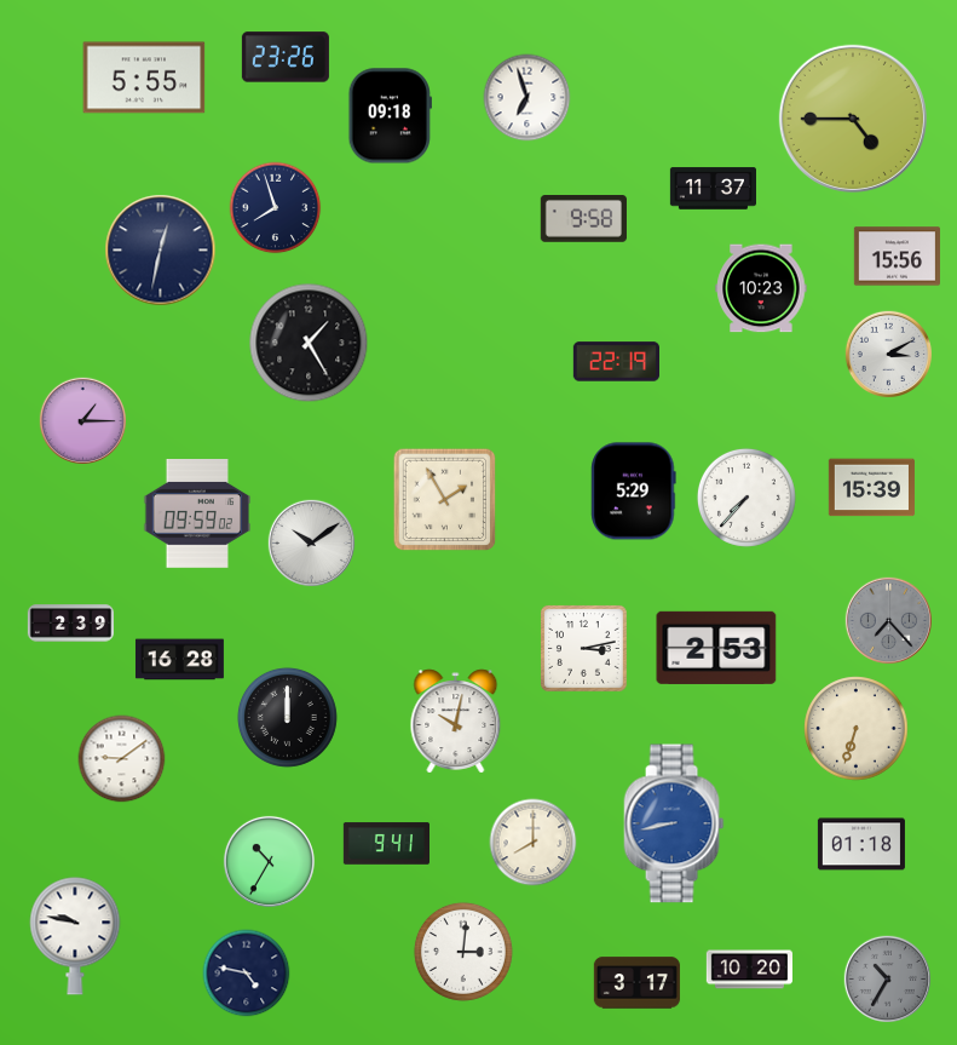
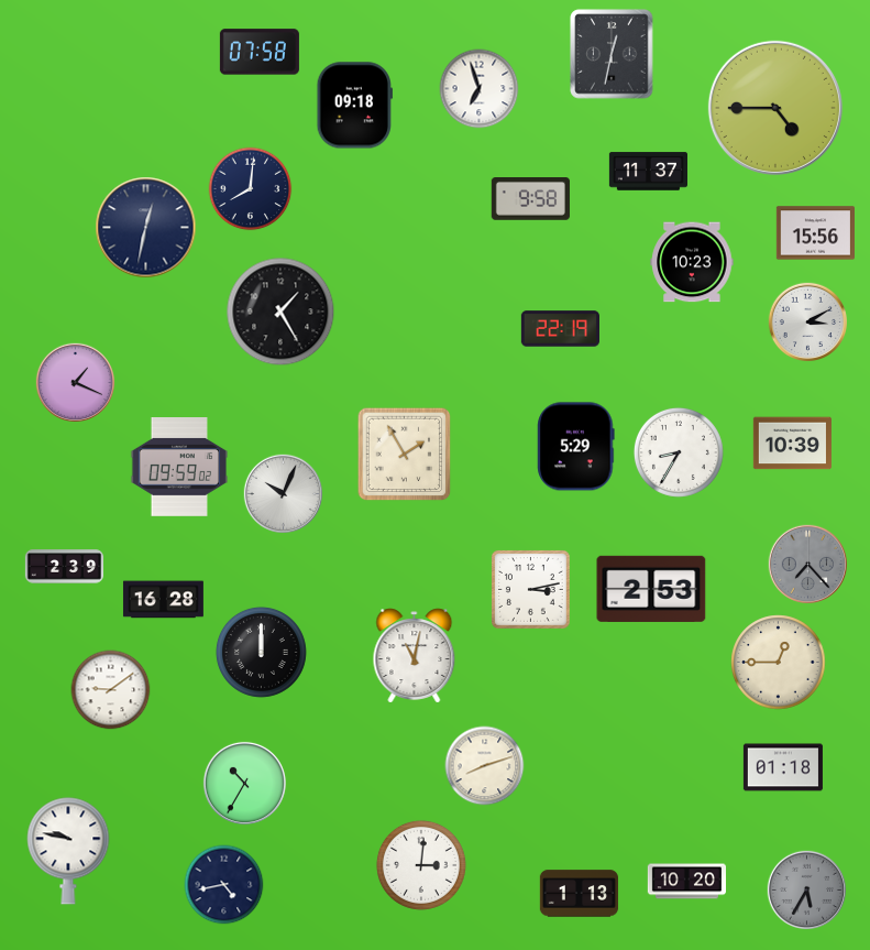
clock at (286, 57): 23:26 -> 07:58
clock at (612, 54): none -> 12:32
clock at (144, 77): 5:55 -> none
clock at (276, 208): 7:57 -> 8:01
clock at (82, 420): 1:15 -> 1:19
clock at (871, 488): 15:39 -> 10:39
clock at (746, 498): 7:37 -> 8:35
clock at (311, 542): 10:09 -> 10:04
clock at (456, 722): 10:02 -> 11:02
clock at (857, 729): 6:33 -> 12:45
clock at (674, 823): 8:43 -> none
clock at (534, 843): 8:00 -> 8:12
clock at (386, 844): 9:41 -> none
clock at (749, 970) position: (749, 970) -> (686, 882)
clock at (247, 974): 4:47 -> 4:43
clock at (887, 978): 10:35 -> 5:35
clock at (636, 983): 3:17 -> 1:13
